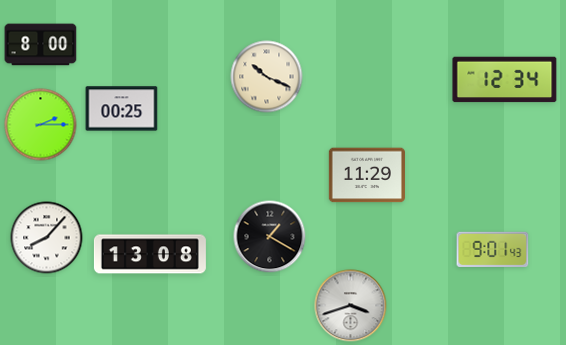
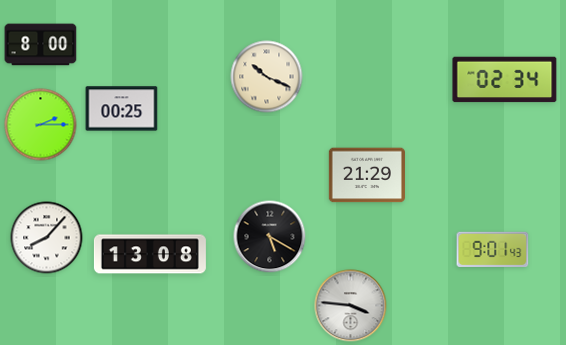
clock at (505, 80): 12:34 -> 02:34
clock at (367, 175): 11:29 -> 21:29
clock at (270, 237): 1:20 -> 5:20
clock at (351, 306): 3:42 -> 3:46
